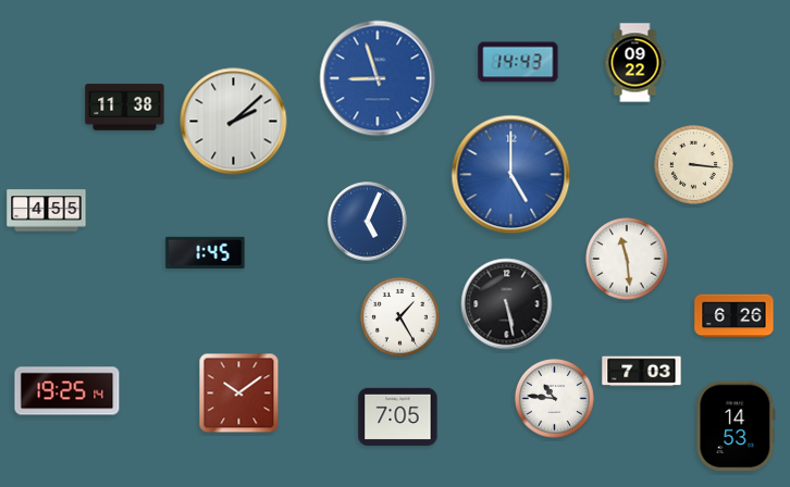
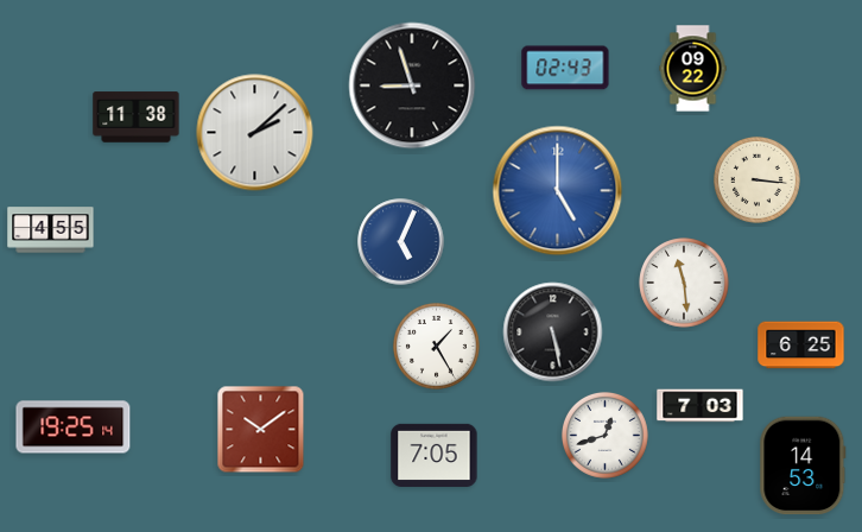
clock at (518, 62): 14:43 -> 02:43
clock at (378, 78) dial: blue -> black
clock at (206, 252): 1:45 -> none
clock at (735, 316): 6:26 -> 6:25
clock at (554, 398): 10:46 -> 12:42
